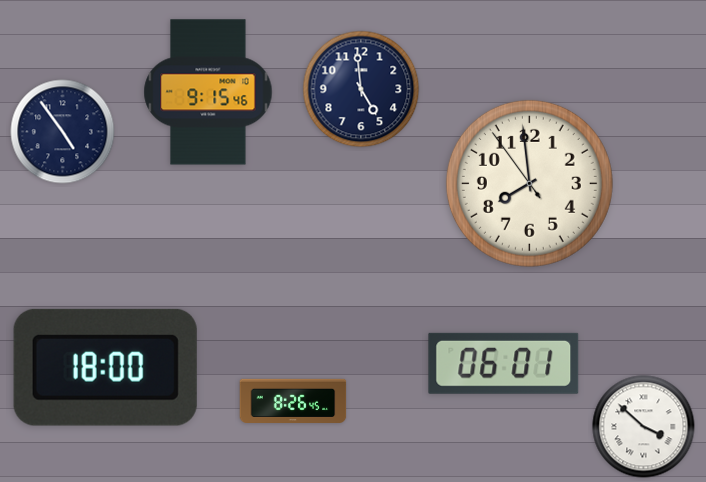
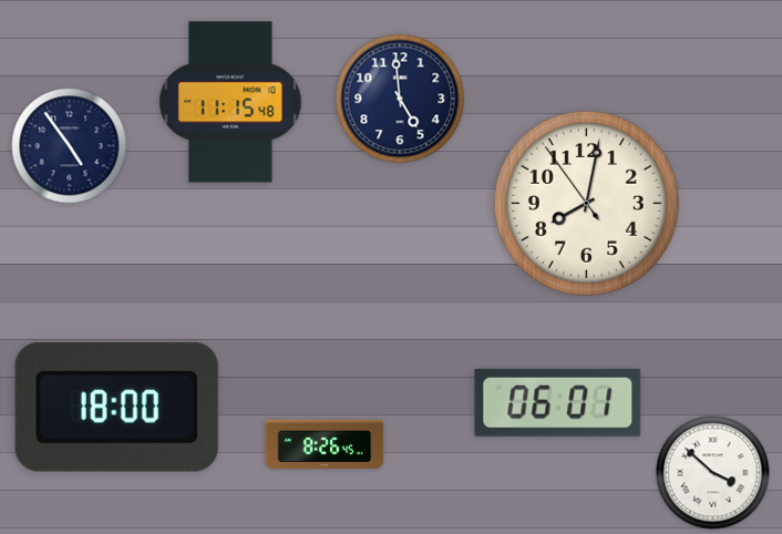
clock at (208, 92): 9:15 -> 11:15
clock at (529, 183): 7:58 -> 8:01
